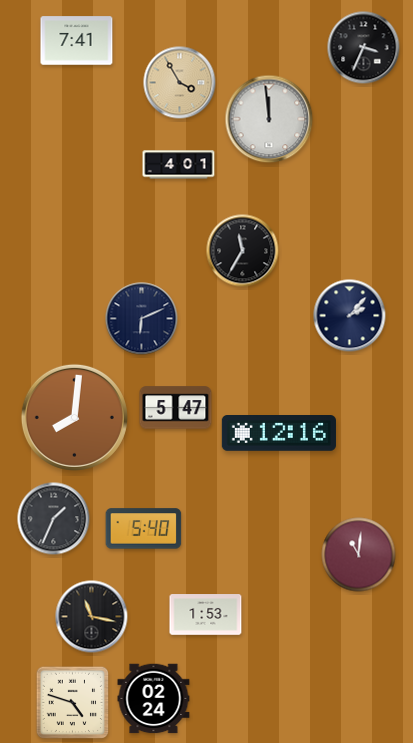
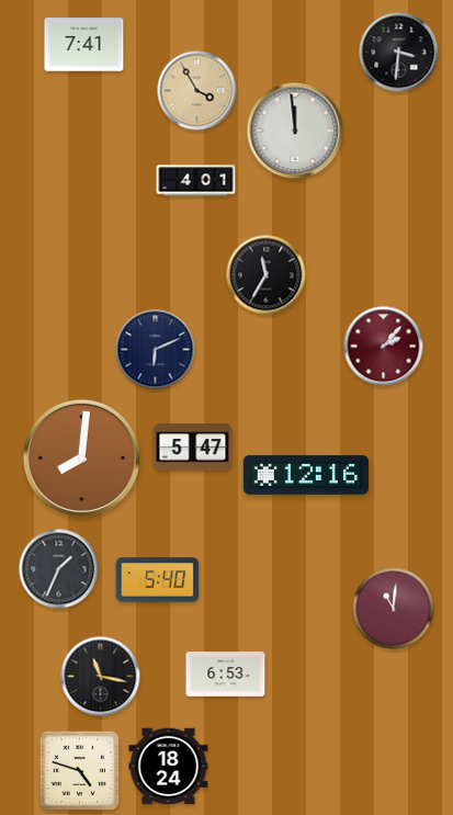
clock at (364, 48): 3:34 -> 3:31
clock at (350, 316) dial: navy -> burgundy
clock at (206, 615): 1:53 -> 6:53
clock at (154, 699): 02:24 -> 18:24
